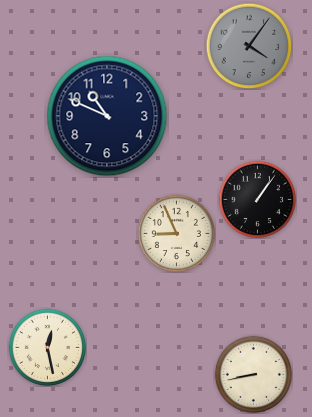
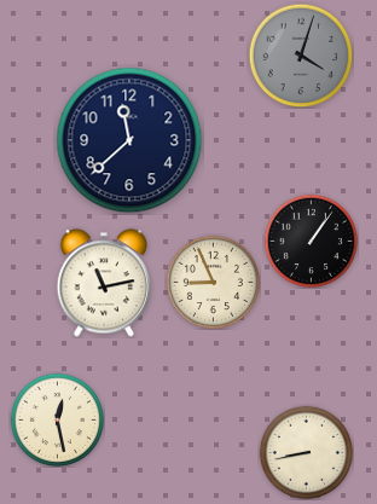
clock at (249, 46): 4:06 -> 4:03
clock at (107, 116): 10:49 -> 11:38
clock at (104, 283): none -> 11:13
